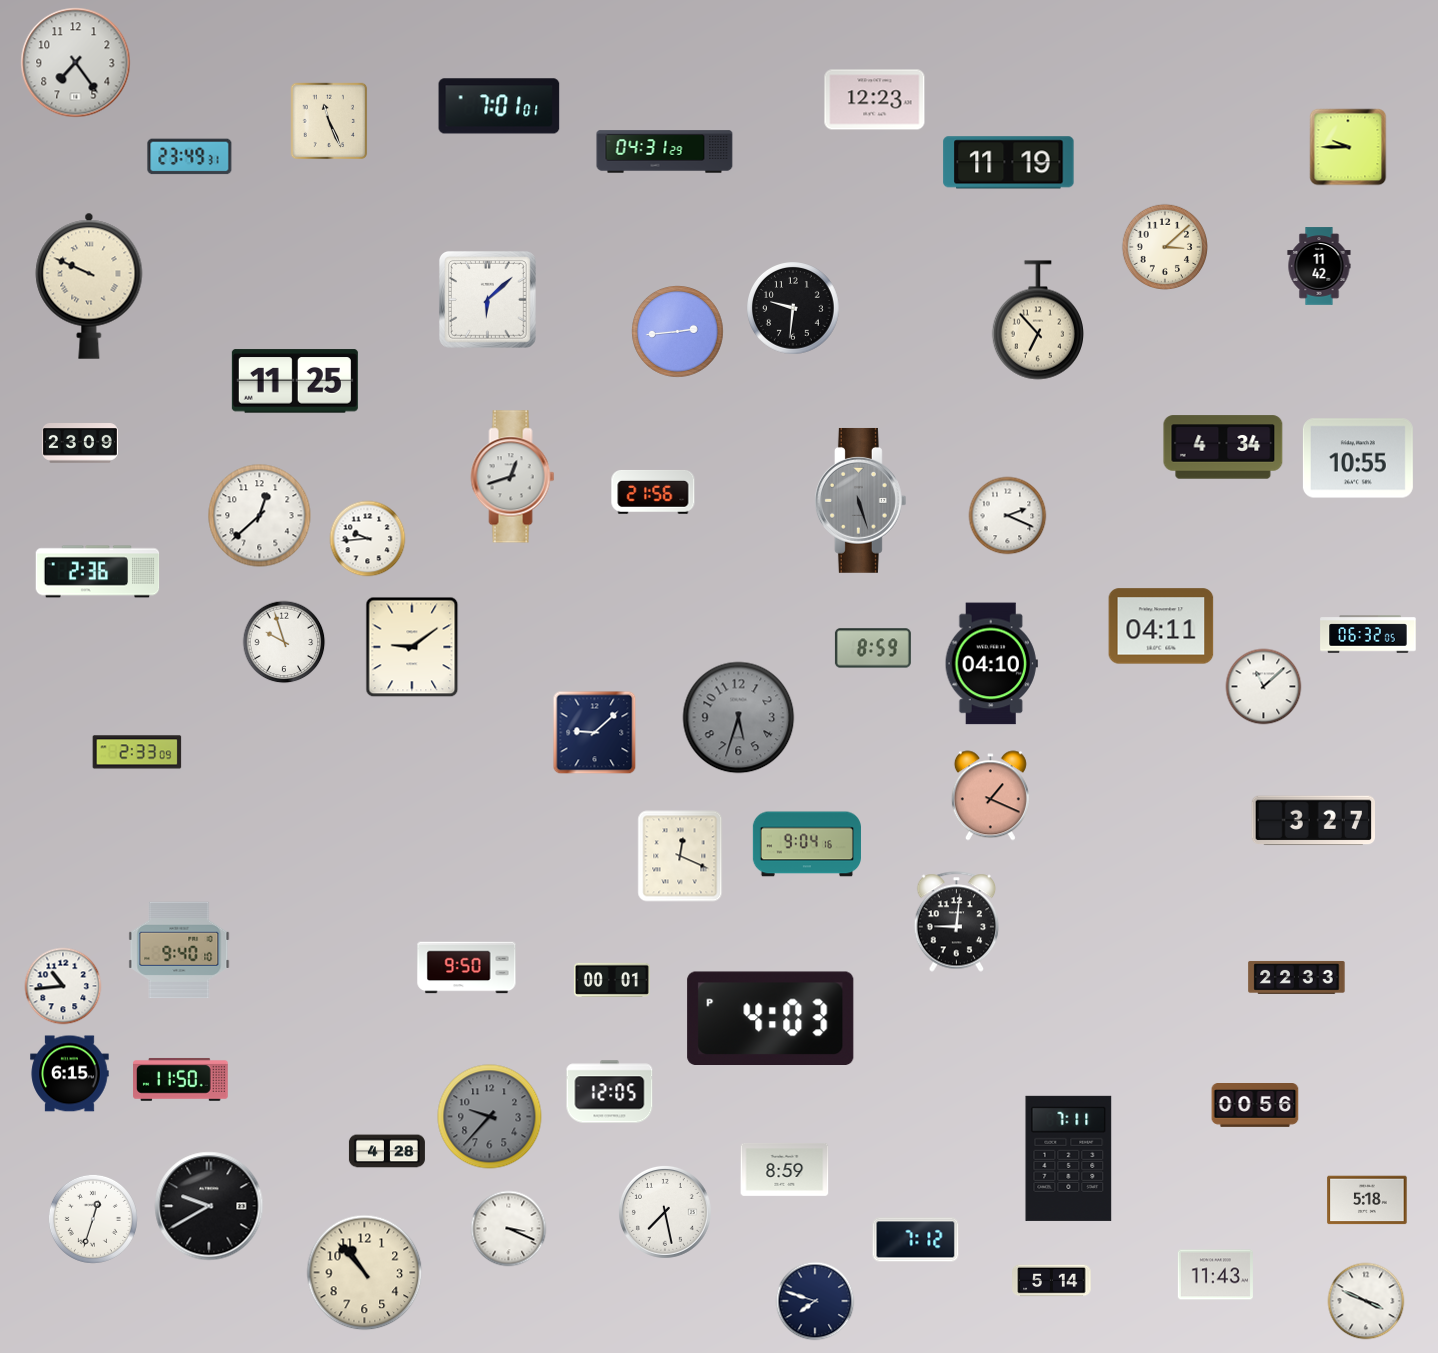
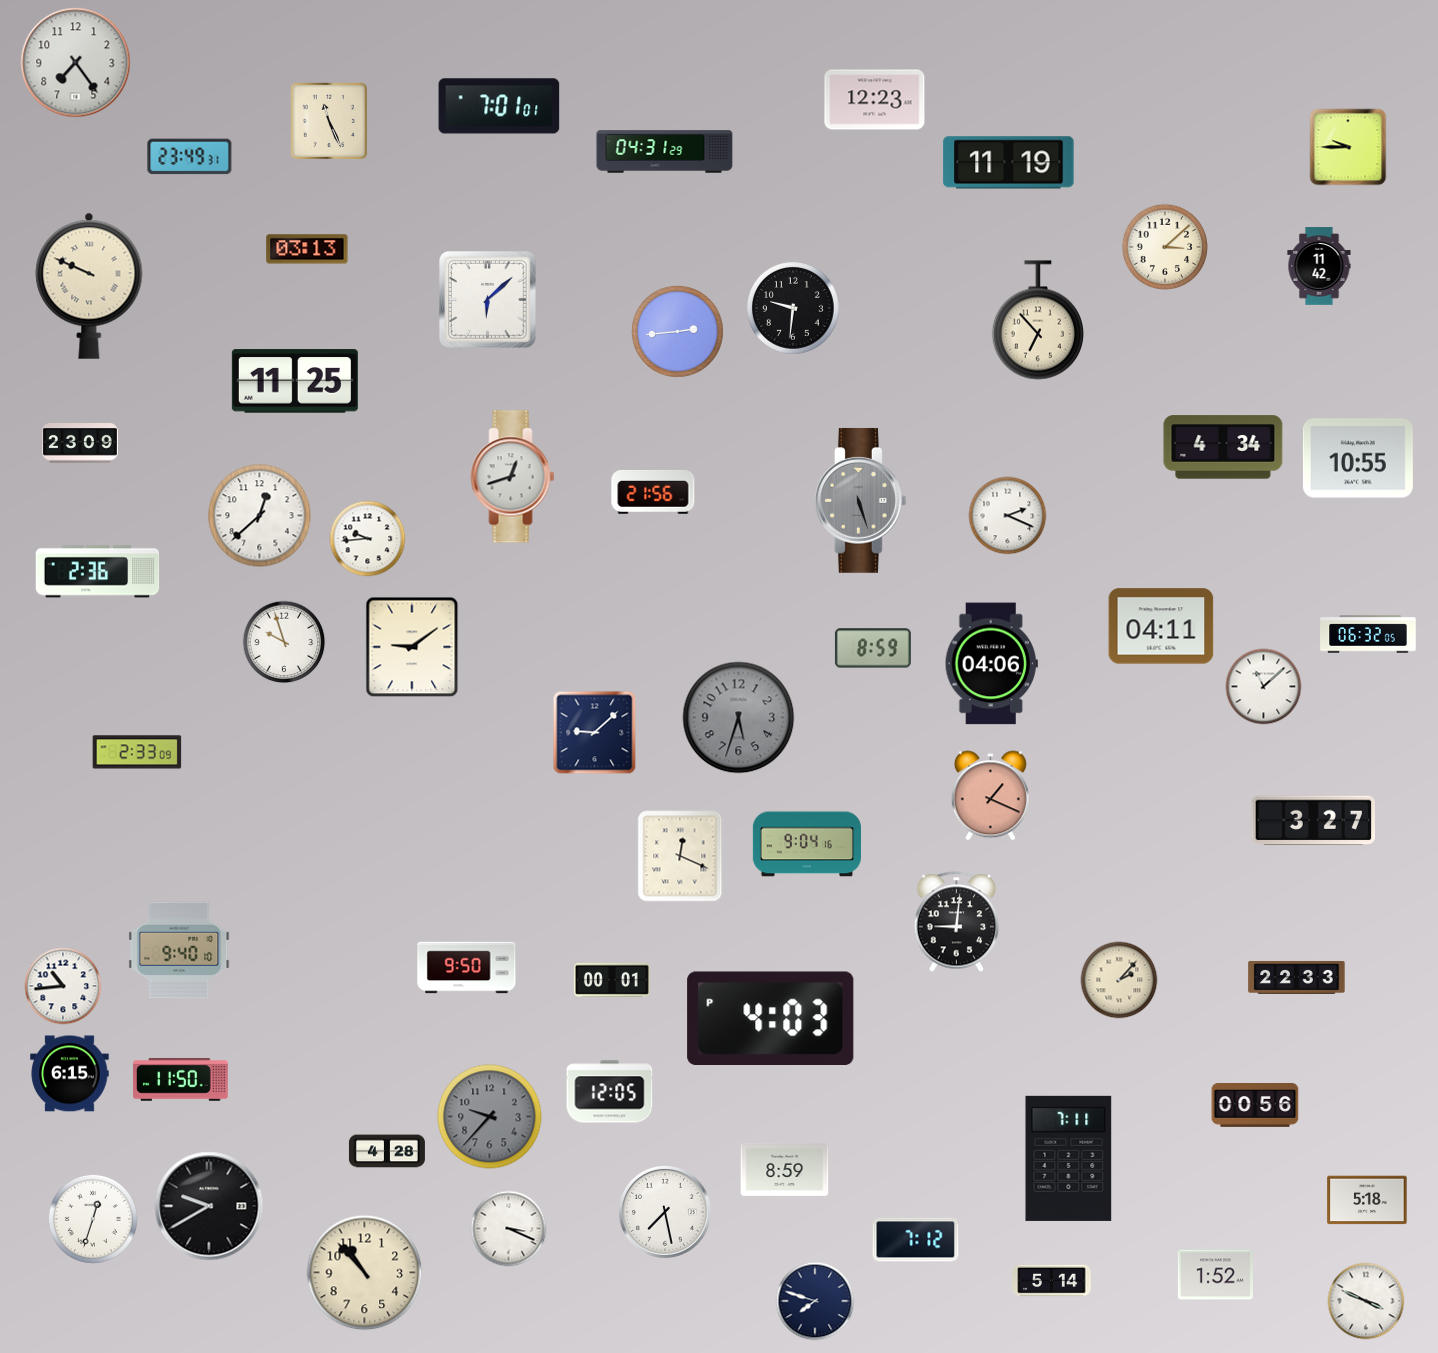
clock at (307, 249): none -> 03:13
clock at (991, 664): 04:10 -> 04:06
clock at (1119, 980): none -> 2:07
clock at (1215, 1275): 11:43 -> 1:52
